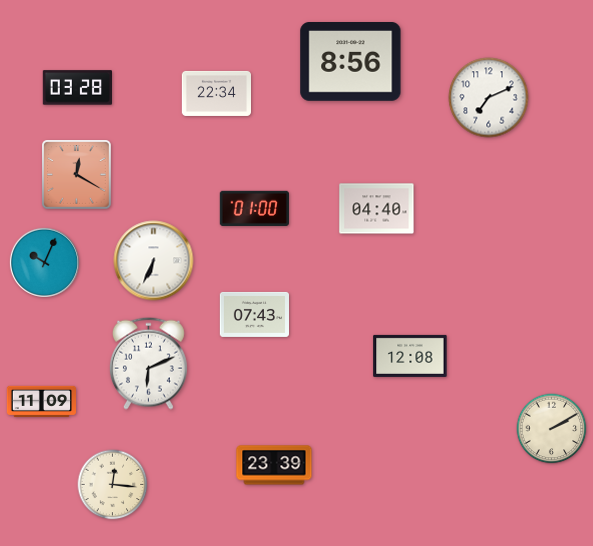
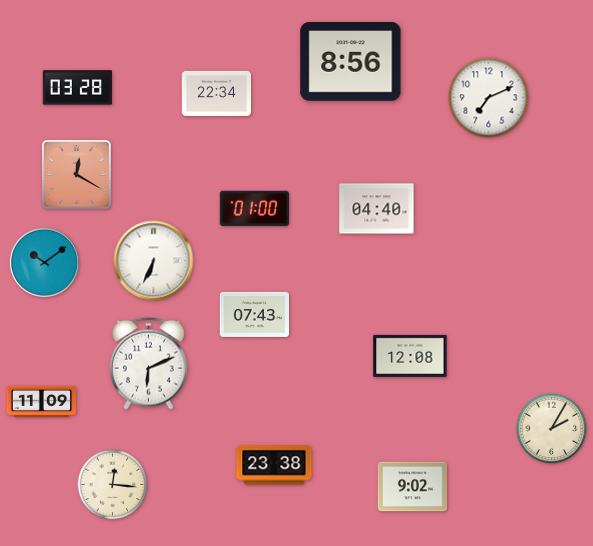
clock at (44, 262): 10:04 -> 10:09
clock at (552, 429): 2:10 -> 2:05
clock at (274, 465): 23:39 -> 23:38
clock at (412, 487): none -> 9:02
